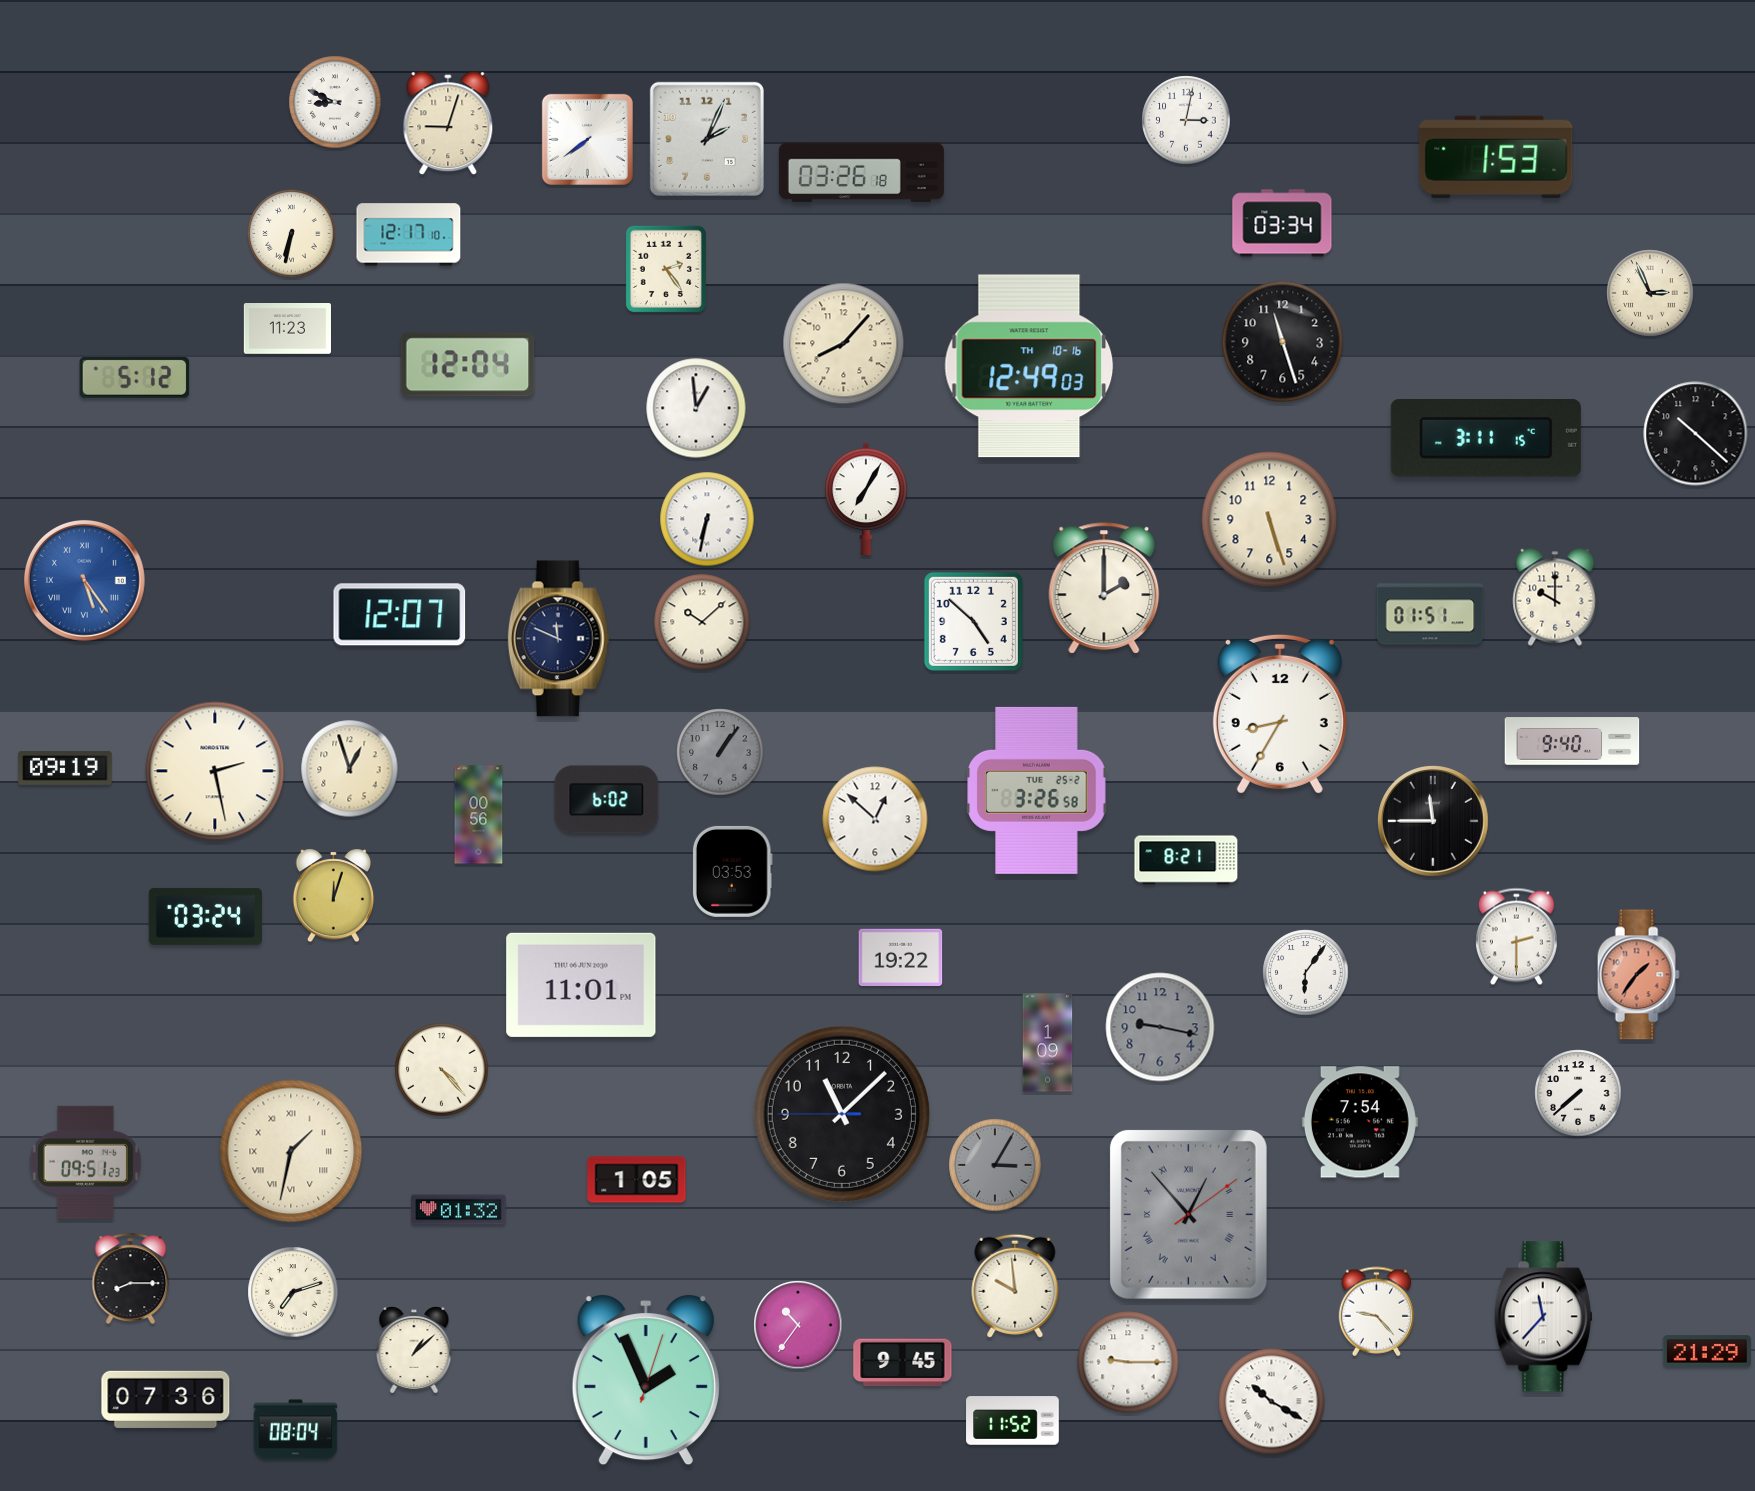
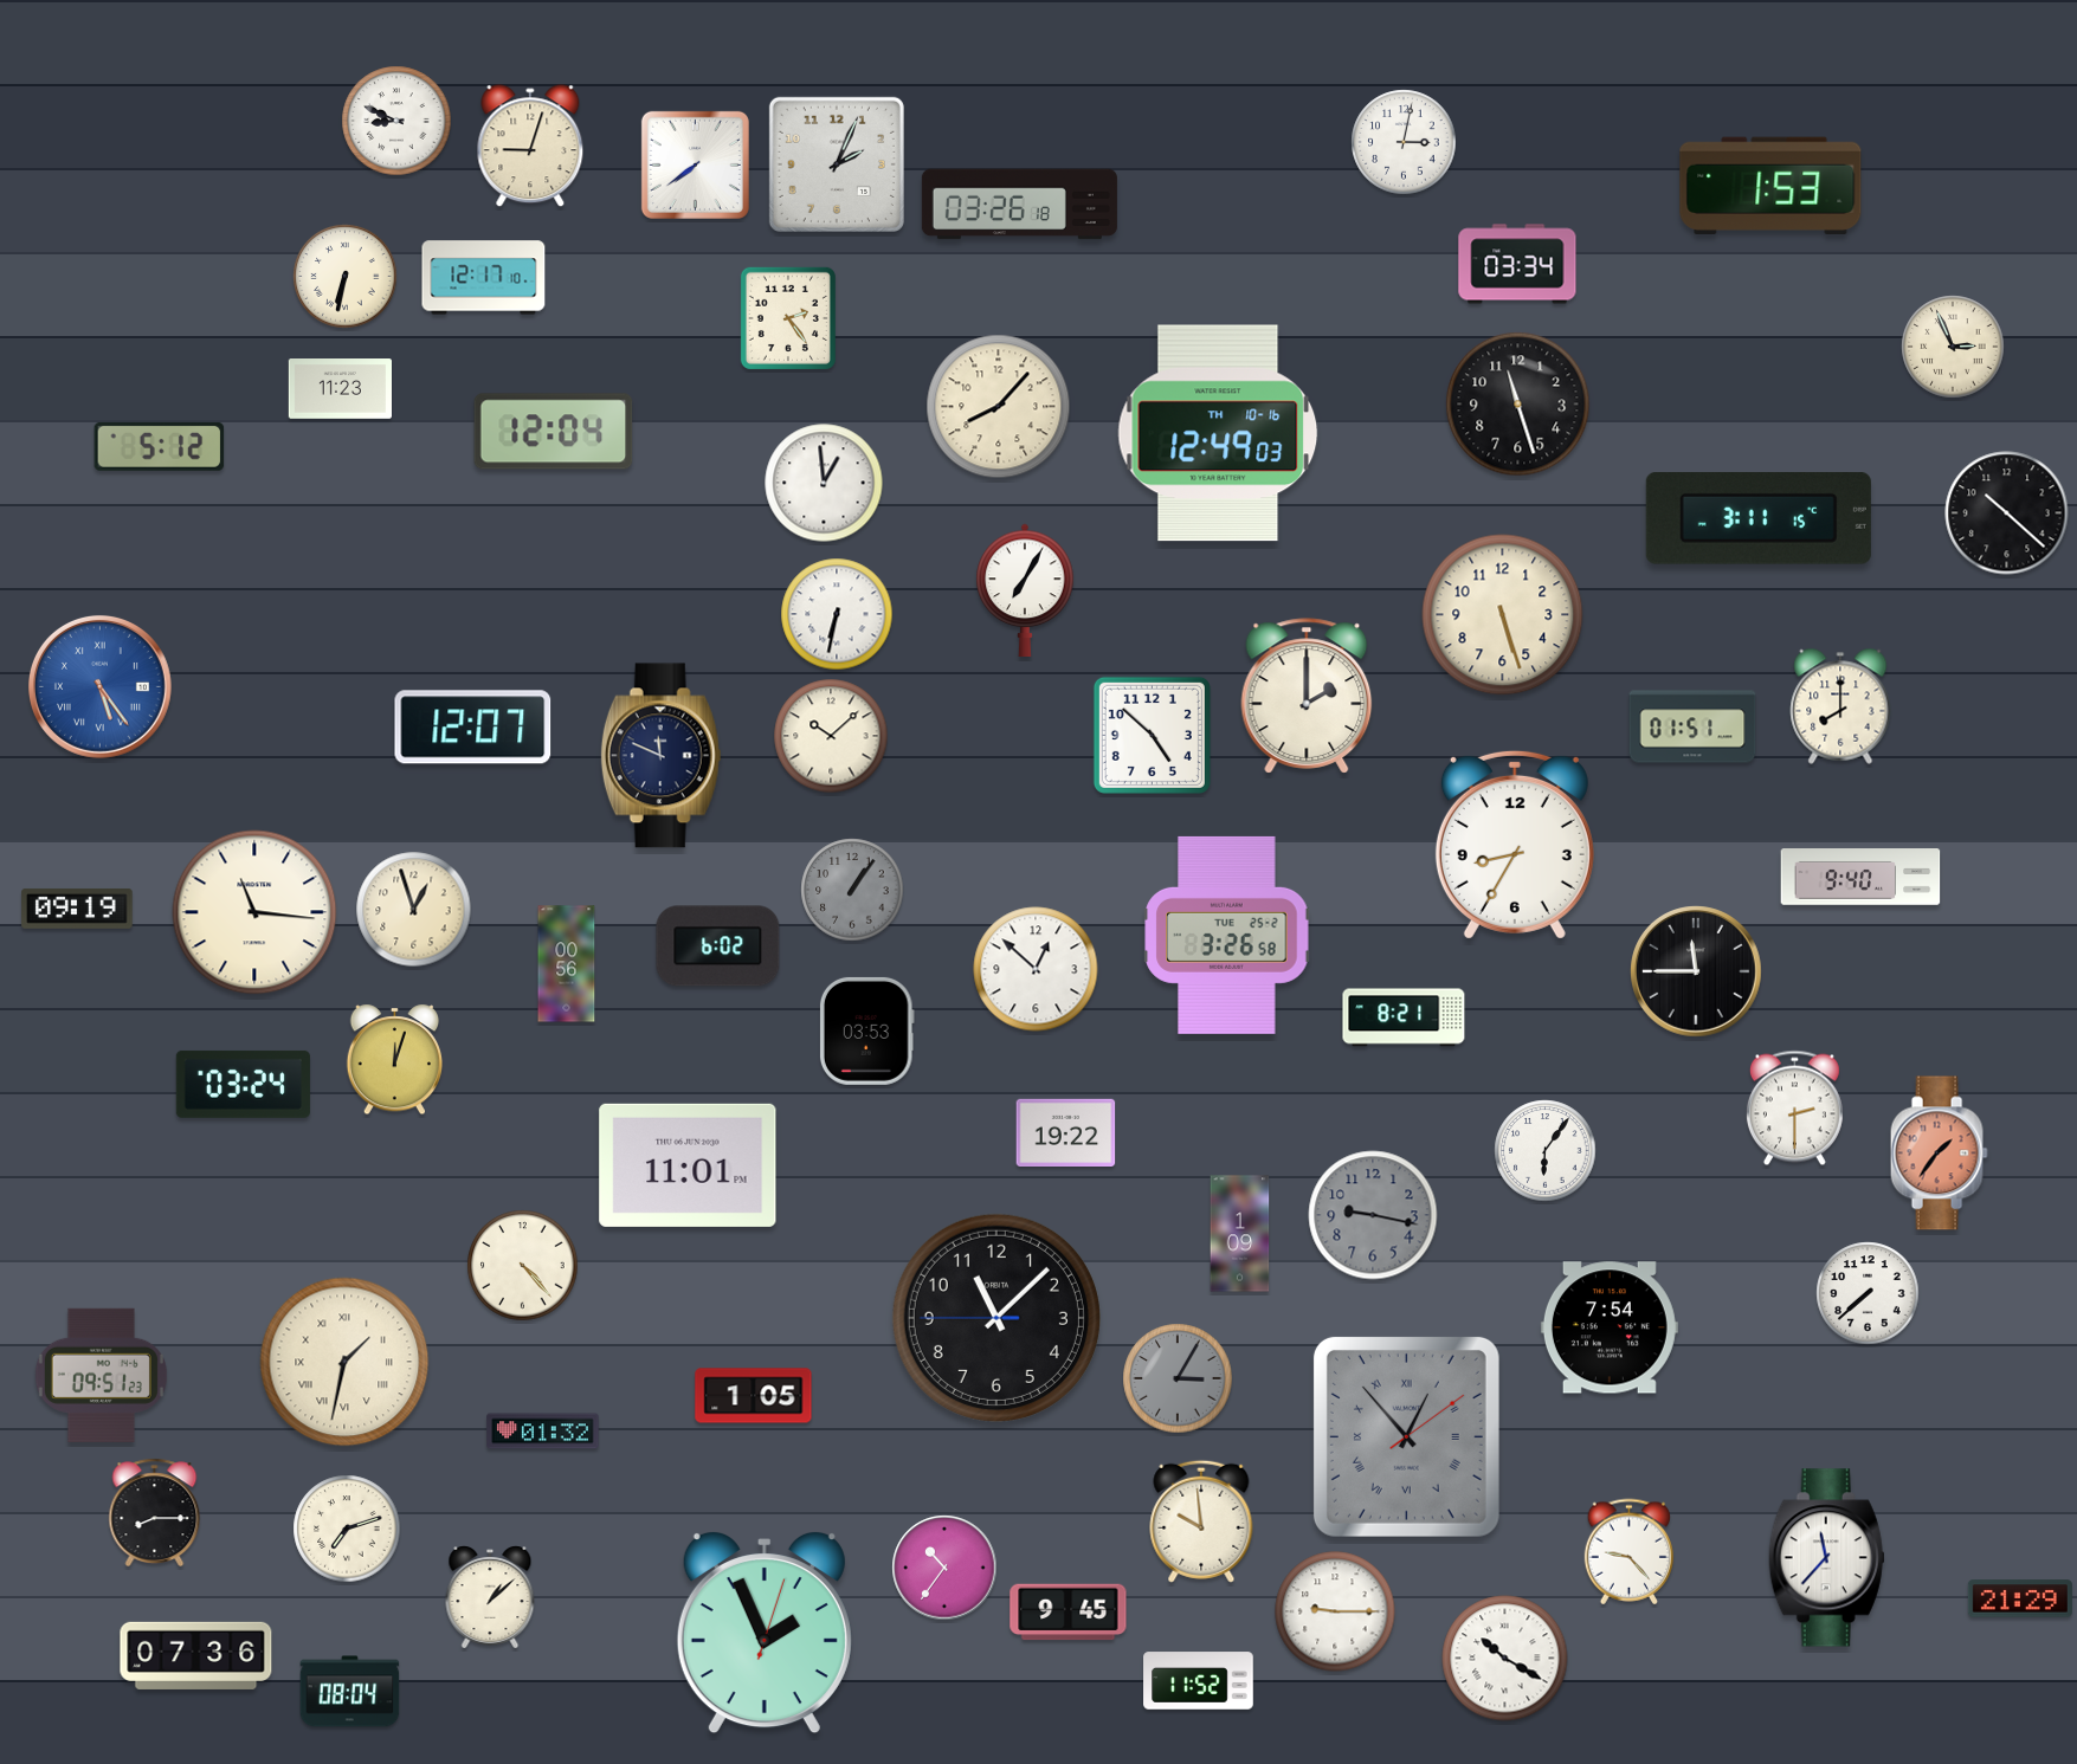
clock at (1555, 597): 10:00 -> 8:00
clock at (215, 771): 2:28 -> 11:16
